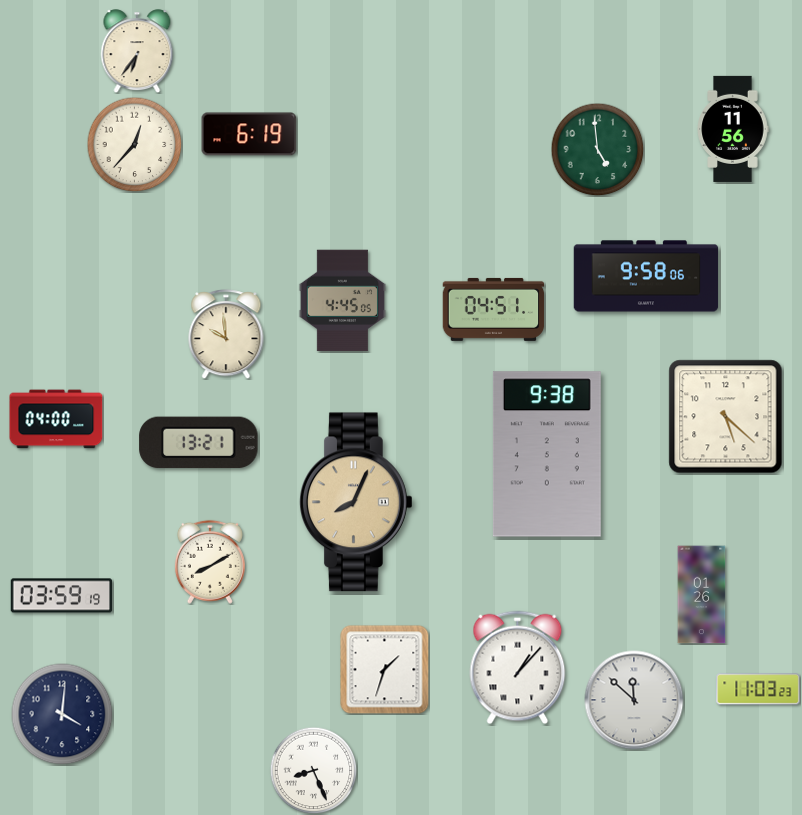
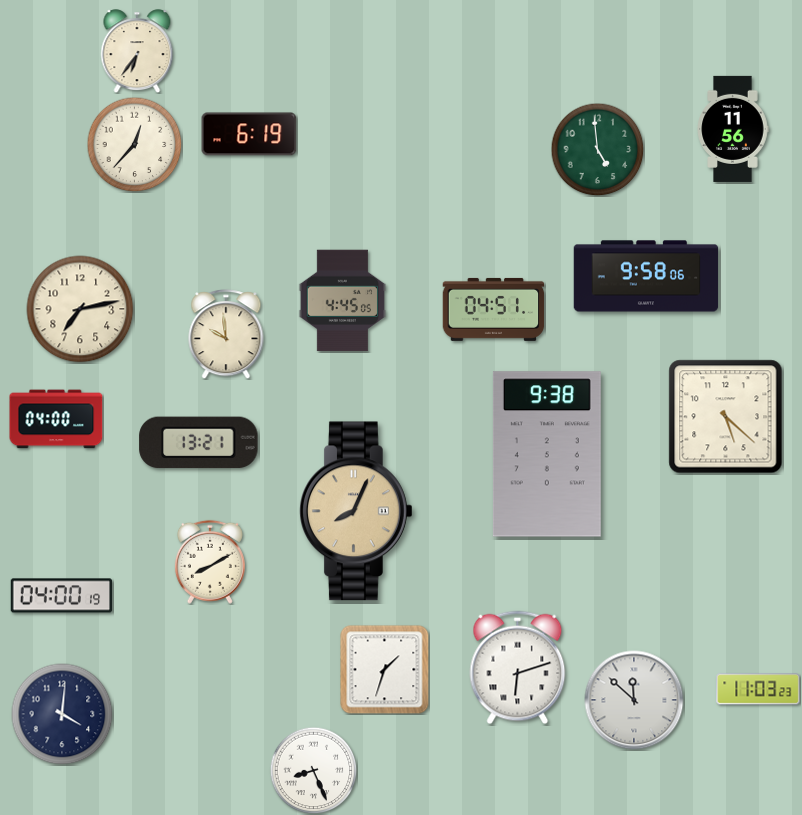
clock at (80, 309): none -> 7:13
clock at (356, 502) position: (356, 502) -> (356, 511)
clock at (702, 595): 01:26 -> none
clock at (62, 596): 03:59 -> 04:00
clock at (518, 668): 1:07 -> 6:12
